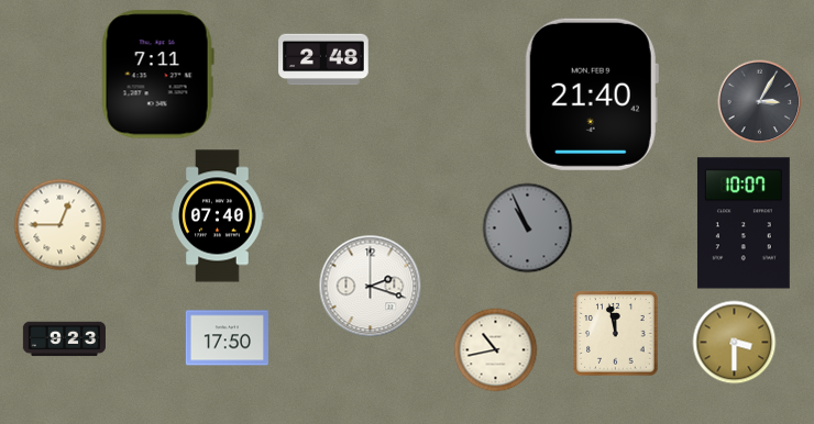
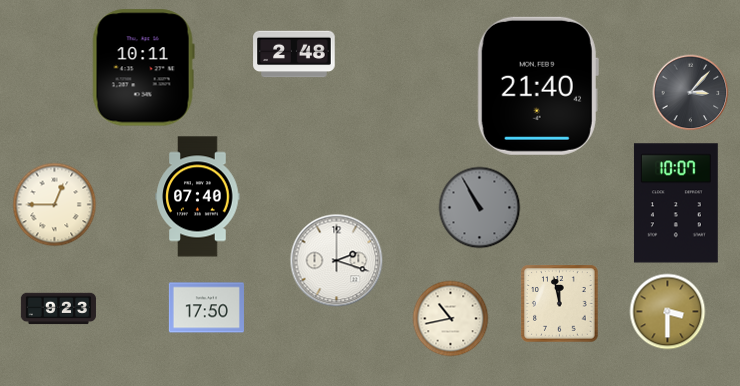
clock at (157, 75): 7:11 -> 10:11
clock at (760, 102): 3:05 -> 3:07
clock at (528, 228): 10:56 -> 10:55
